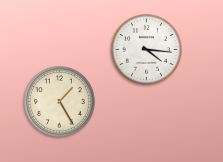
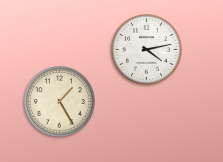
clock at (147, 50): 4:16 -> 4:13
